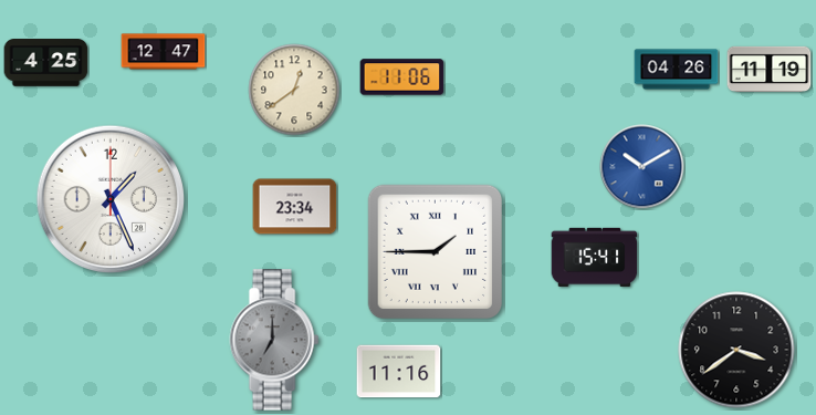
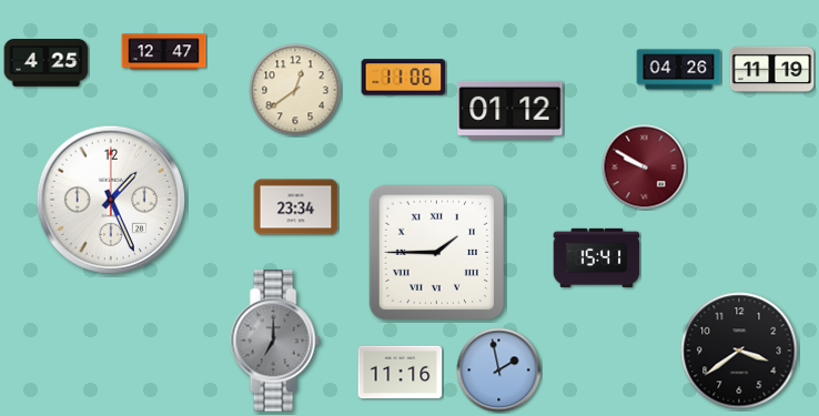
clock at (510, 110): none -> 01:12
clock at (642, 167): 10:10 -> 9:50
clock at (642, 167) dial: blue -> burgundy
clock at (499, 371): none -> 1:58
